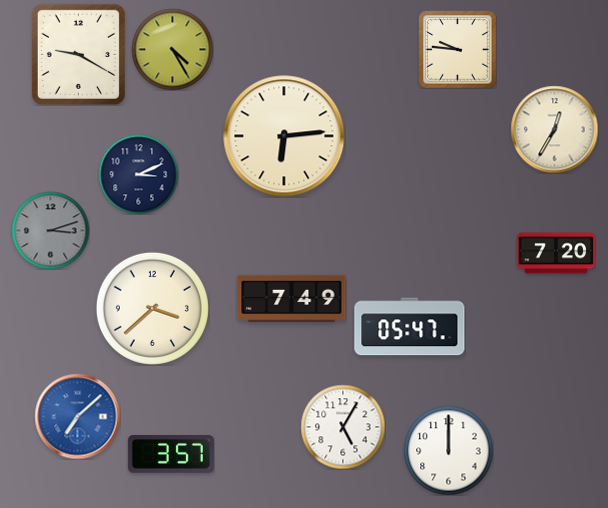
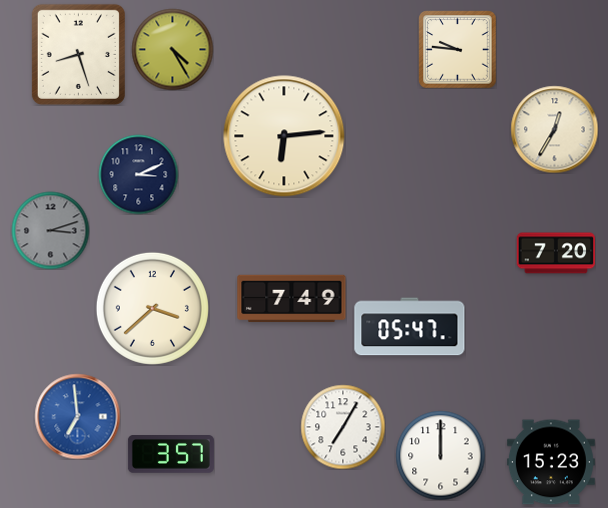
clock at (78, 54): 9:20 -> 8:27
clock at (77, 416): 7:08 -> 6:59
clock at (343, 427): 5:05 -> 7:05
clock at (448, 450) position: (448, 450) -> (440, 455)
clock at (551, 462): none -> 15:23
